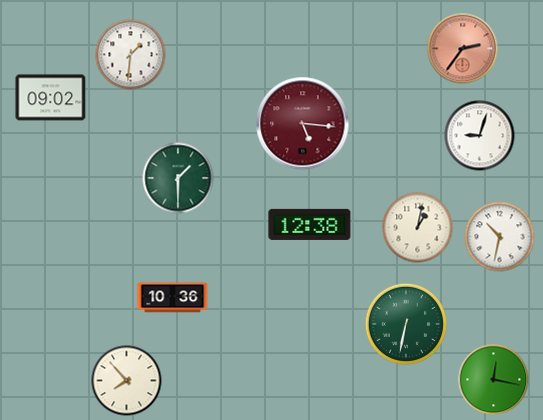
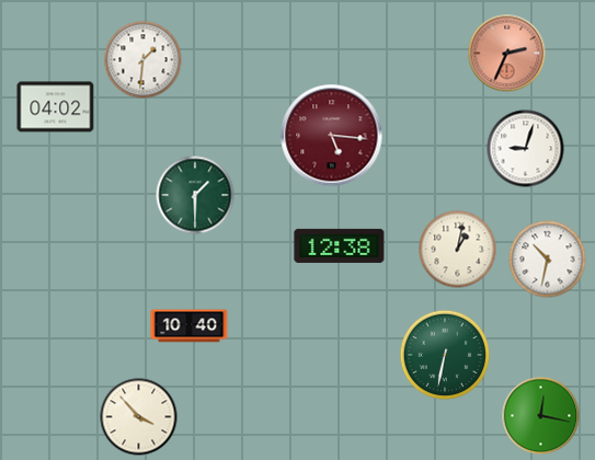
clock at (463, 49): 2:36 -> 2:34
clock at (51, 98): 09:02 -> 04:02
clock at (173, 298): 10:36 -> 10:40
clock at (127, 381): 7:53 -> 3:53
